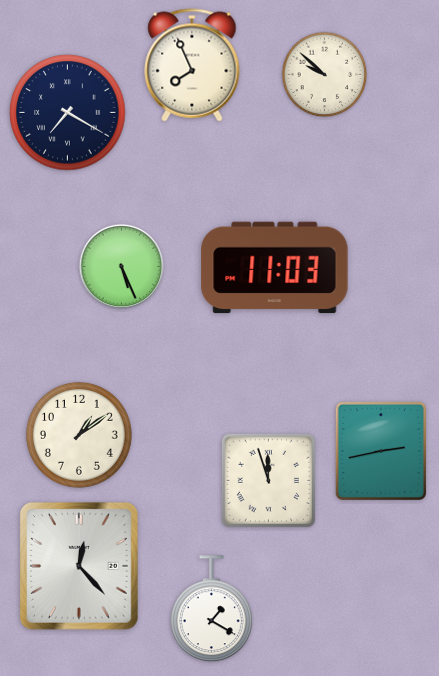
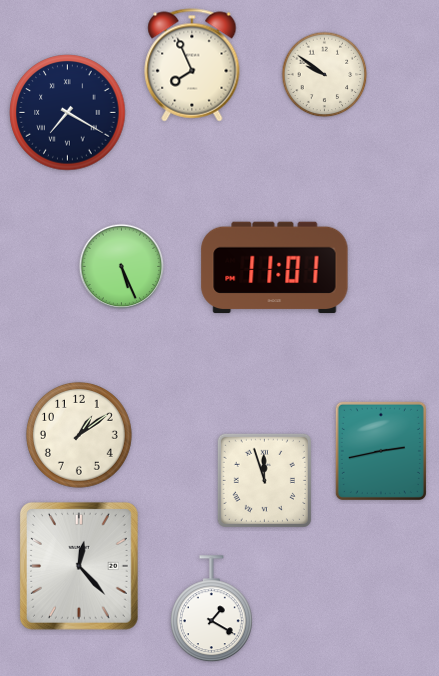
clock at (325, 75): 9:52 -> 9:51
clock at (275, 268): 11:03 -> 11:01
clock at (268, 480) position: (268, 480) -> (264, 480)
